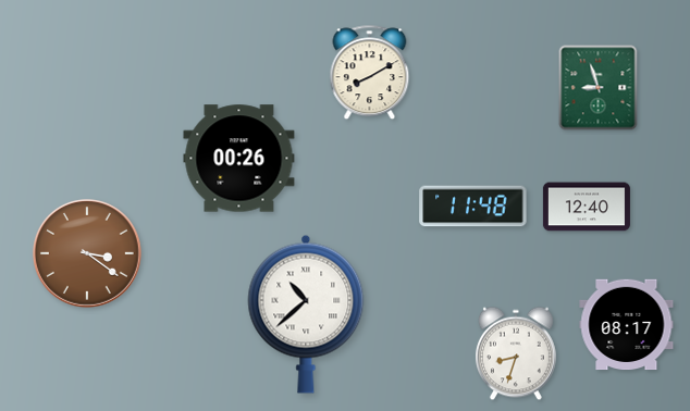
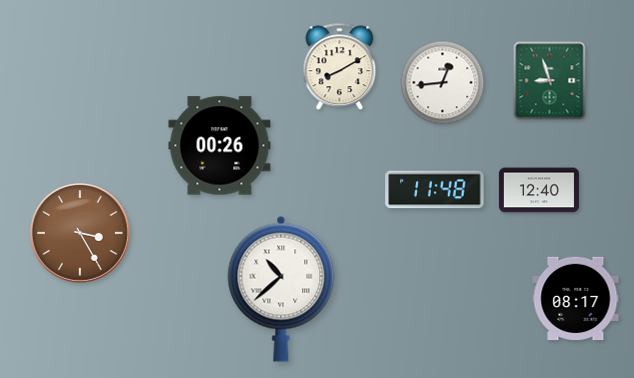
clock at (443, 83): none -> 12:44
clock at (87, 253): 3:21 -> 3:25
clock at (516, 353): 8:33 -> none
